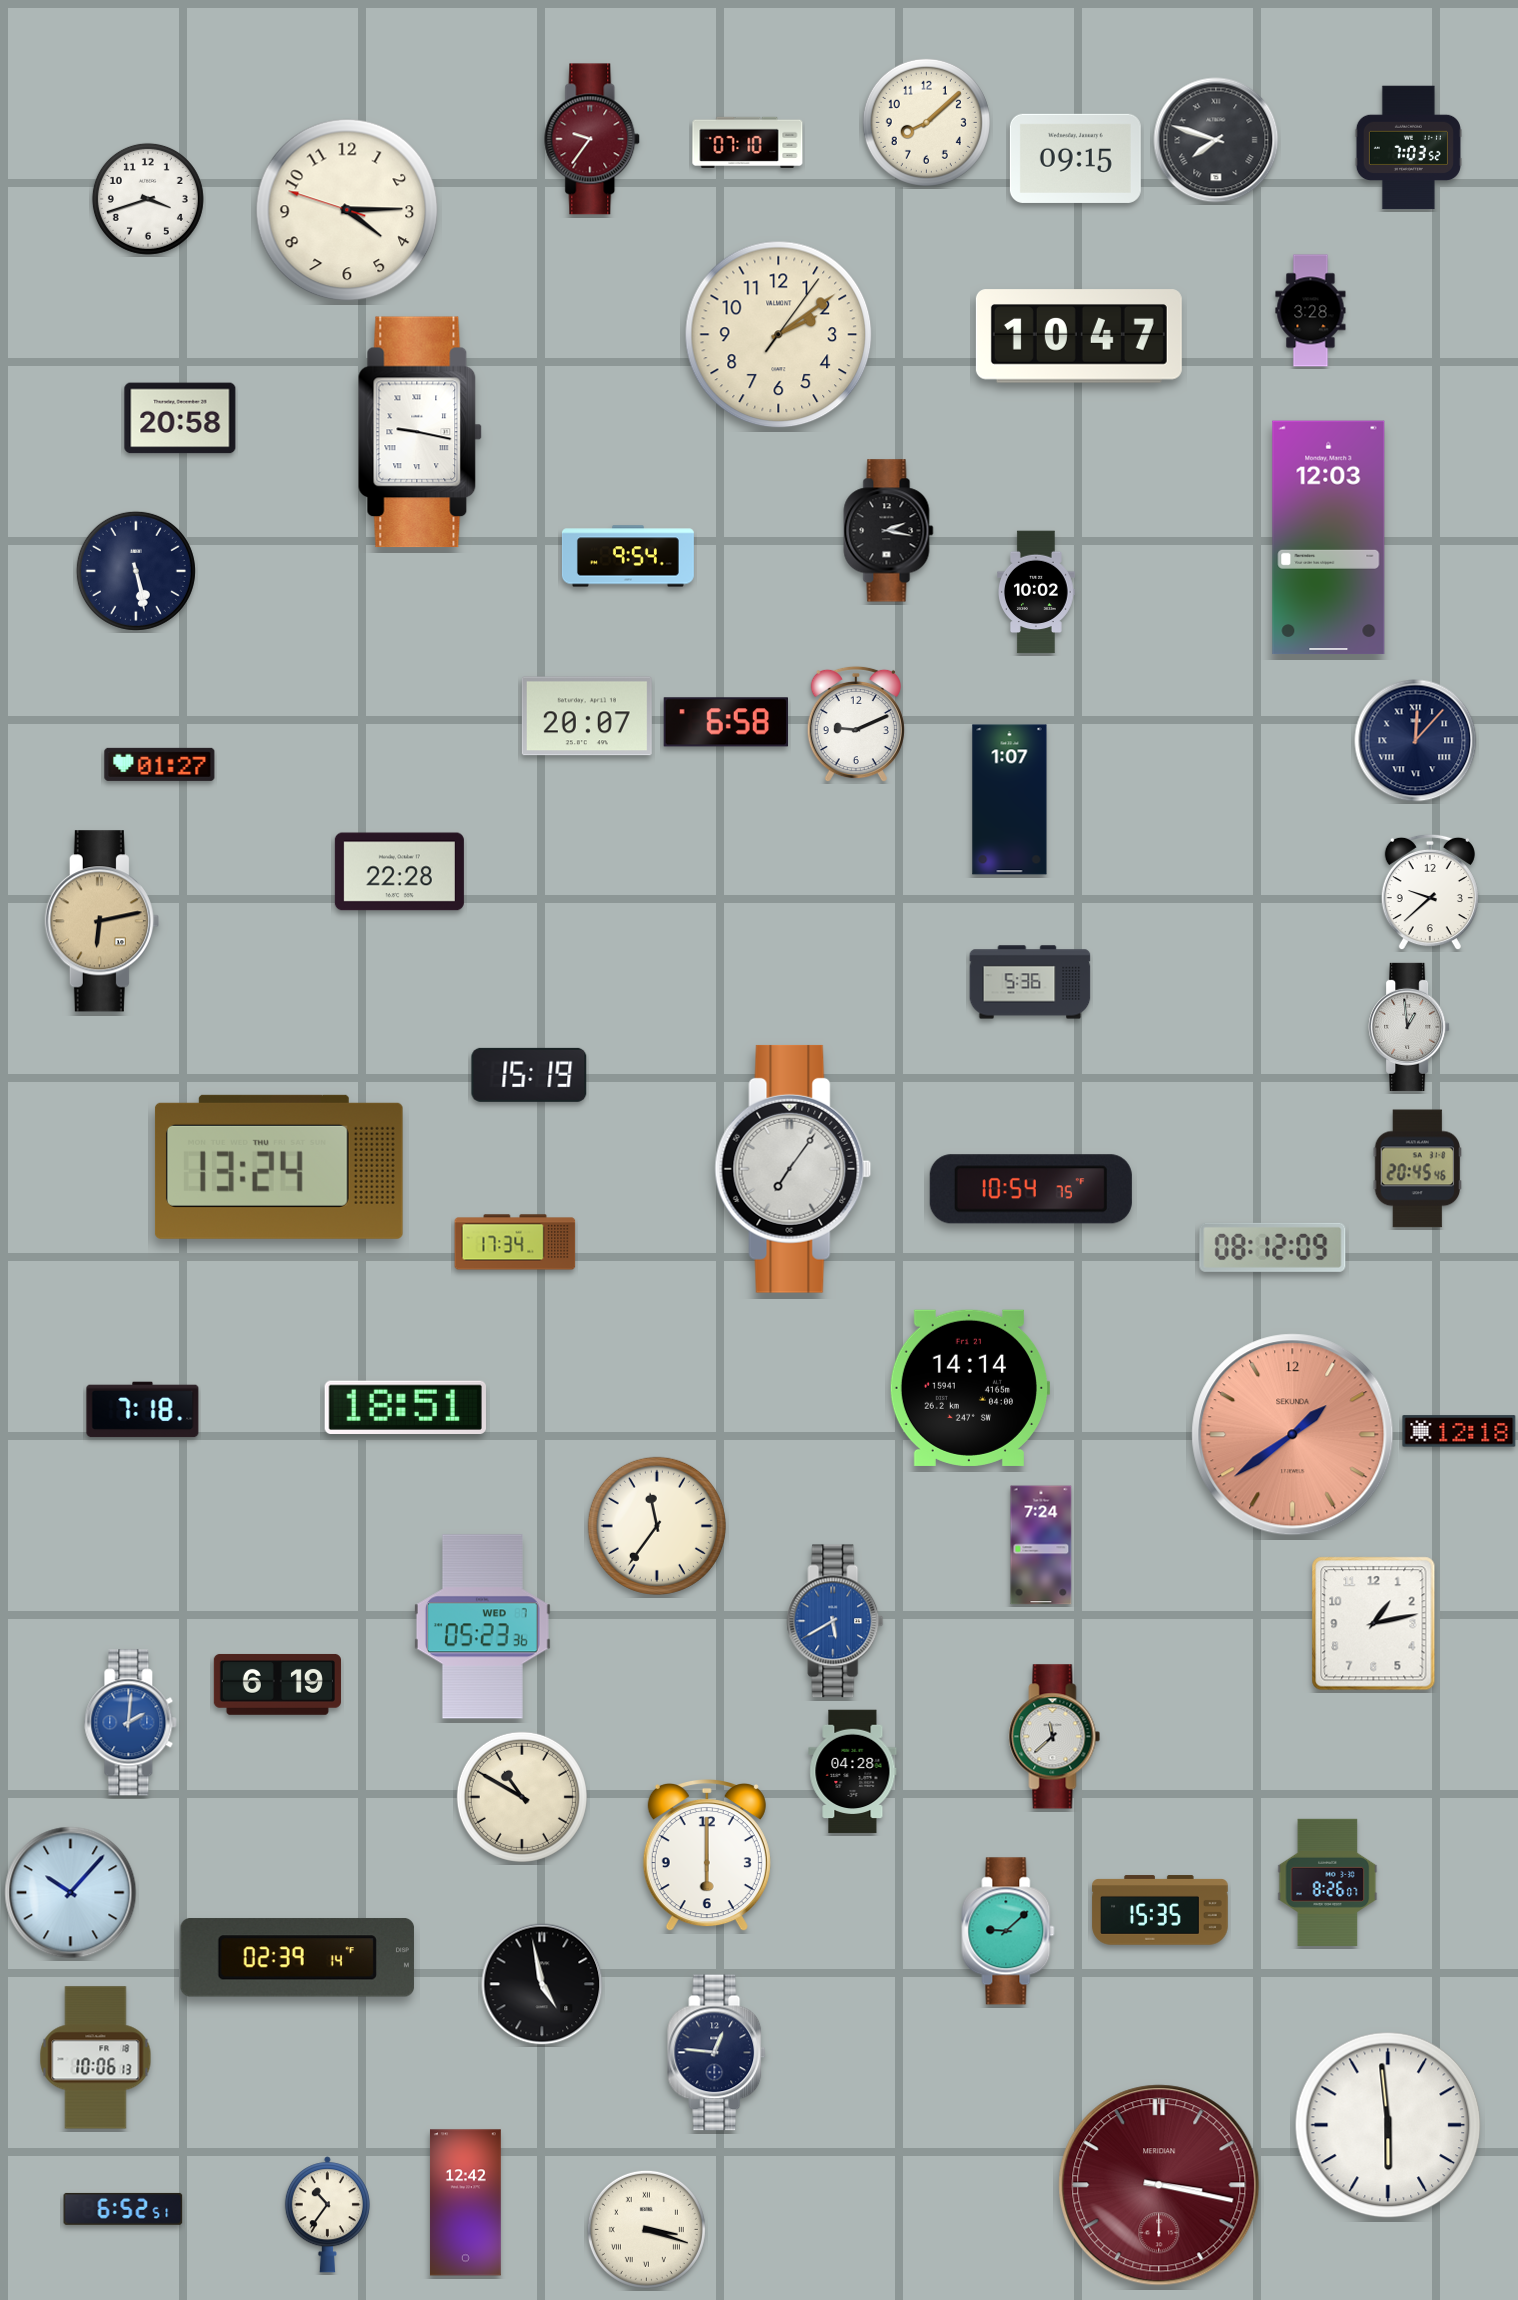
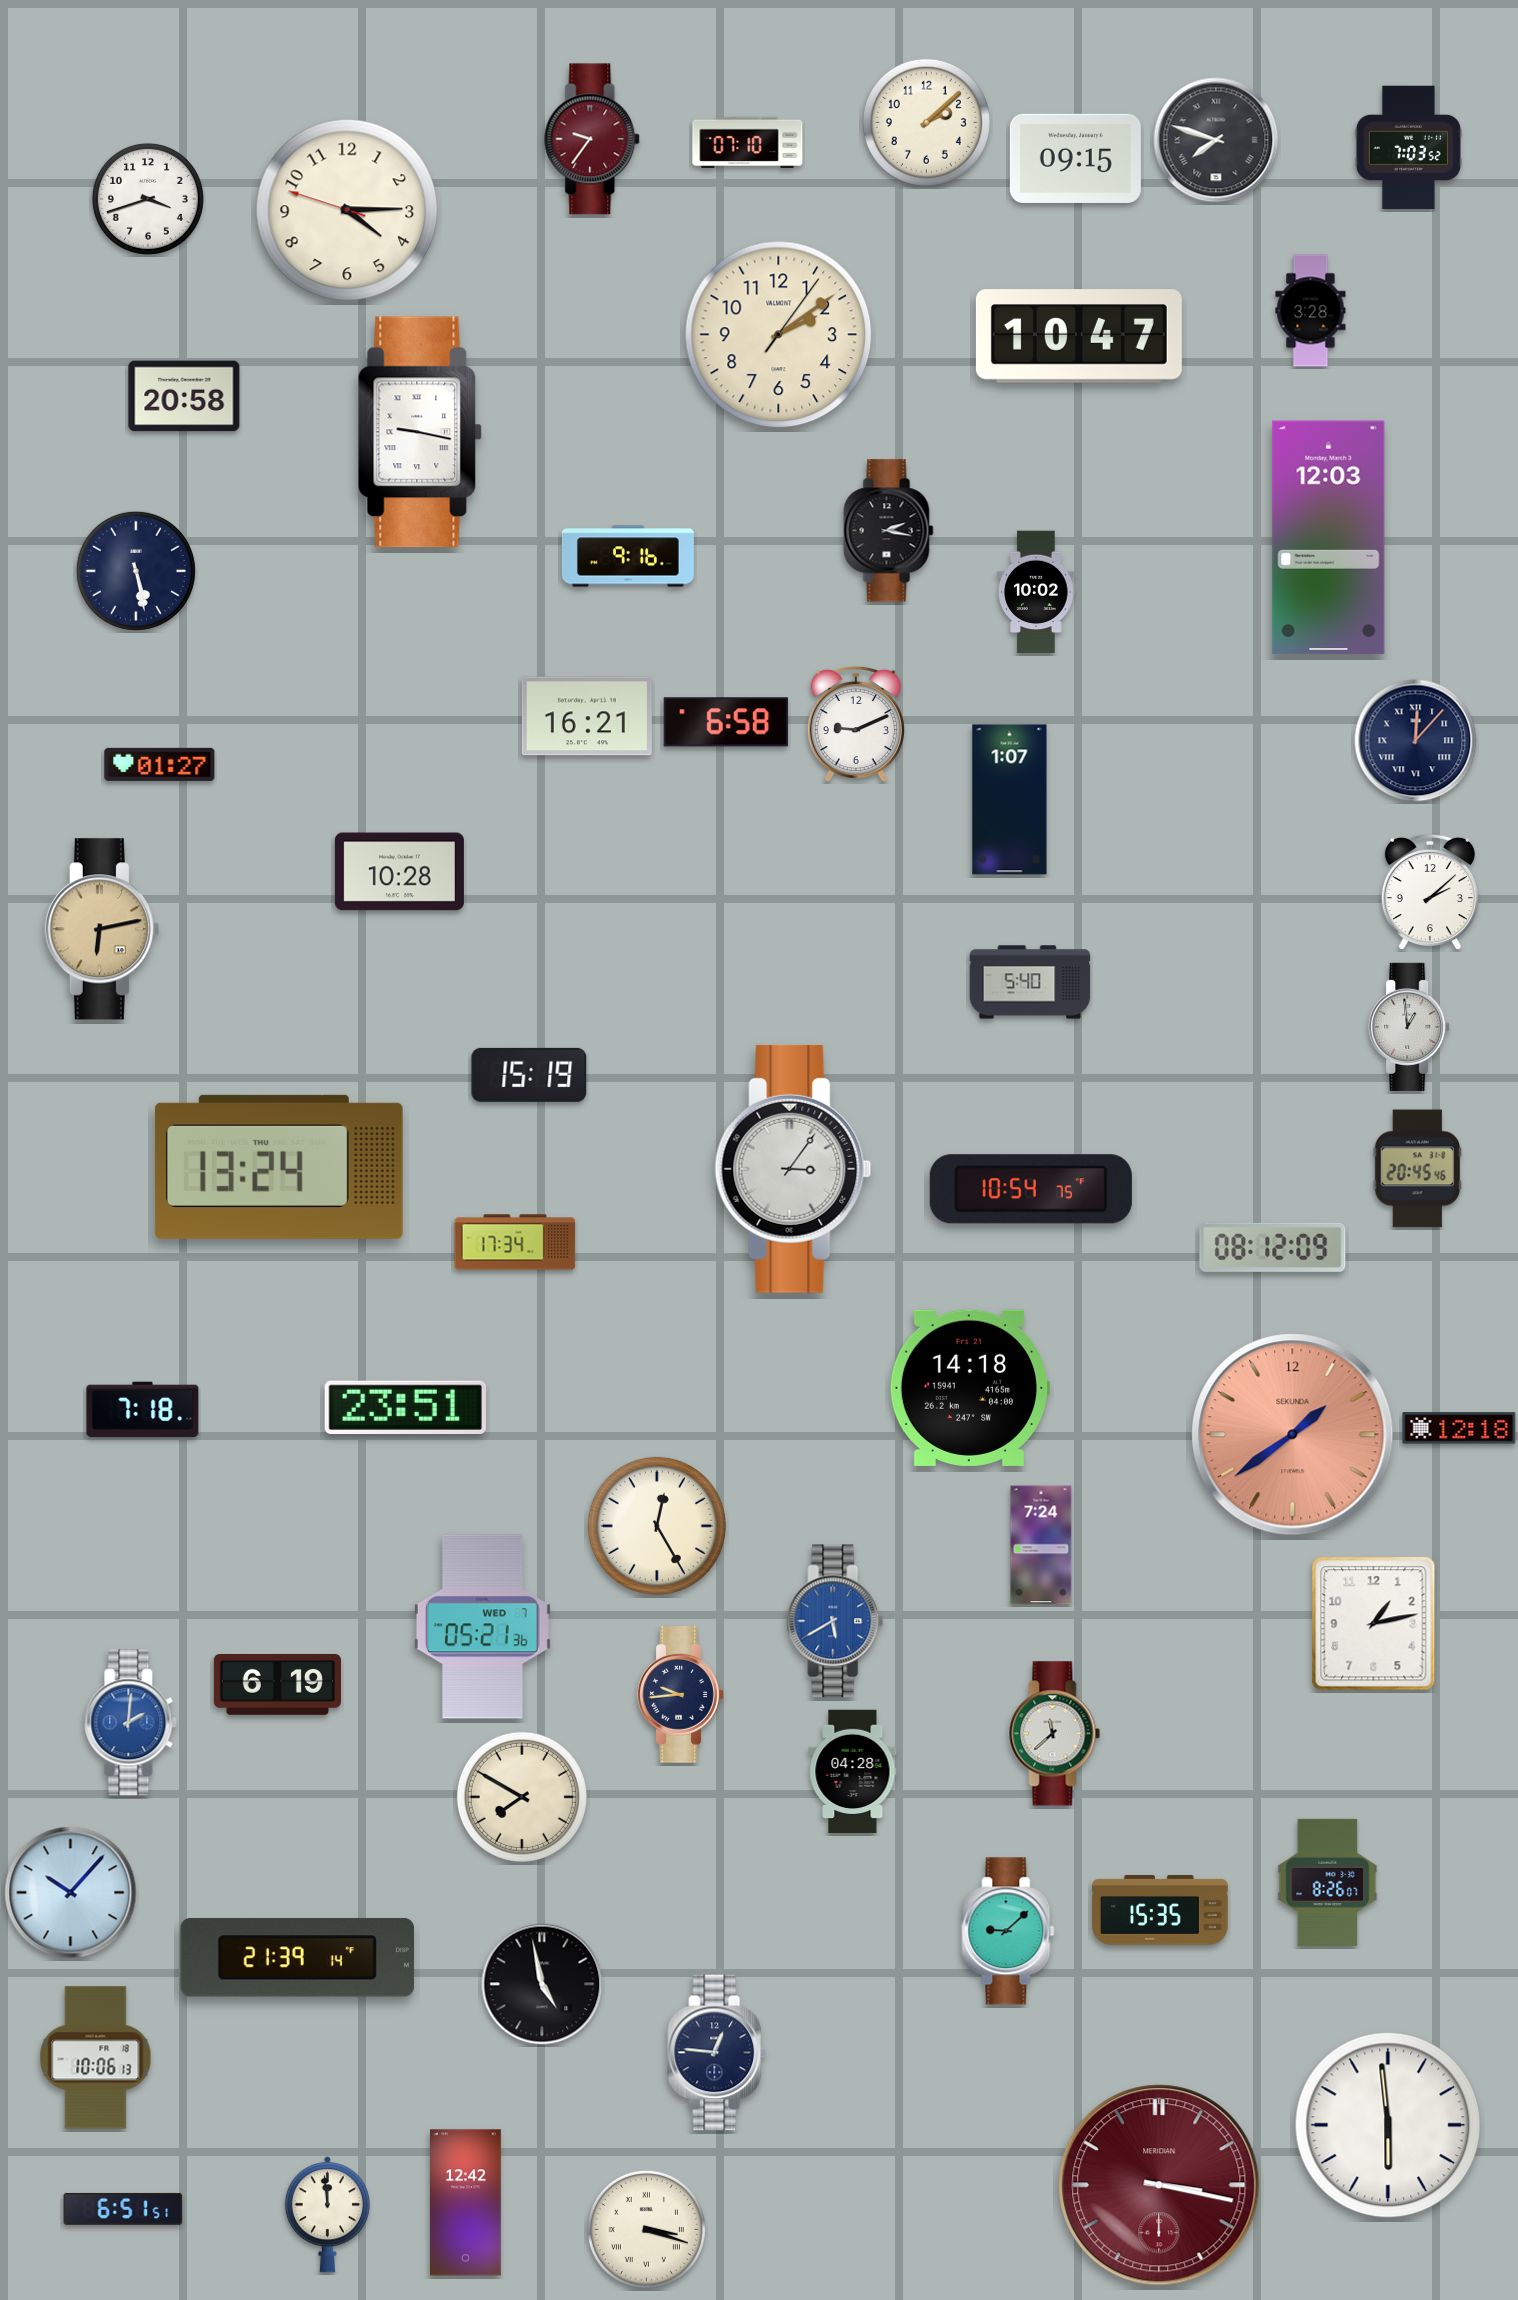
clock at (926, 122): 8:08 -> 2:08
clock at (180, 418) position: (180, 418) -> (184, 396)
clock at (628, 556): 9:54 -> 9:16
clock at (587, 716): 20:07 -> 16:21
clock at (399, 872): 22:28 -> 10:28
clock at (1430, 892): 9:38 -> 2:08
clock at (102, 921) position: (102, 921) -> (102, 929)
clock at (1030, 982): 5:36 -> 5:40
clock at (793, 1169): 7:06 -> 3:06
clock at (969, 1388): 14:14 -> 14:18
clock at (405, 1407): 18:51 -> 23:51
clock at (1459, 1431) position: (1459, 1431) -> (1459, 1428)
clock at (657, 1526): 11:36 -> 12:25
clock at (482, 1627): 05:23 -> 05:21
clock at (681, 1695): none -> 9:44
clock at (1055, 1737) position: (1055, 1737) -> (1055, 1734)
clock at (522, 1797): 10:50 -> 7:50
clock at (707, 1856): 6:00 -> none
clock at (297, 1958): 02:39 -> 21:39
clock at (123, 2209): 6:52 -> 6:51
clock at (327, 2215): 10:36 -> 11:59
